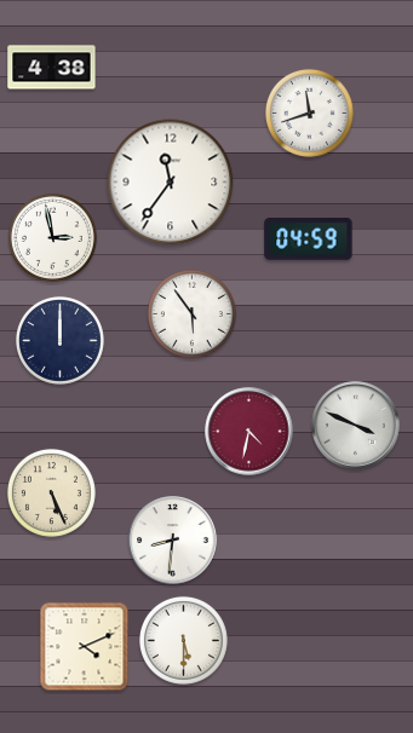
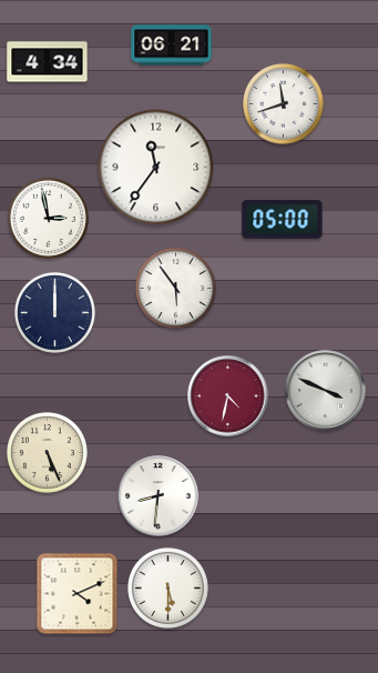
clock at (172, 46): none -> 06:21
clock at (52, 68): 4:38 -> 4:34
clock at (309, 238): 04:59 -> 05:00
